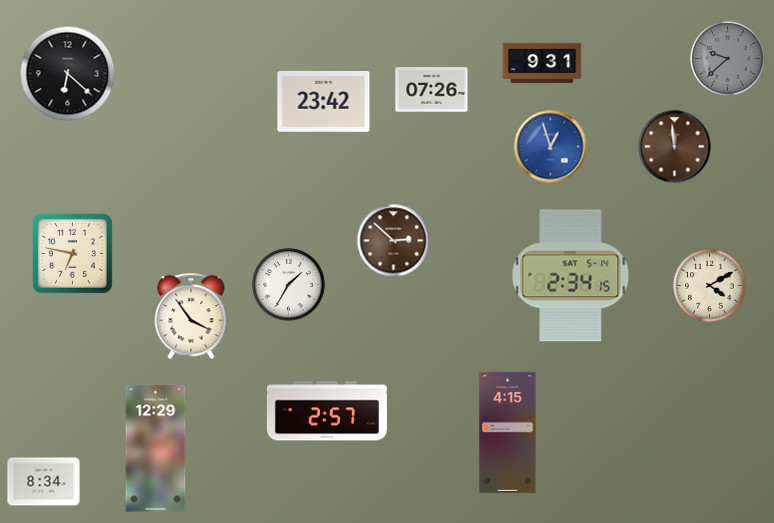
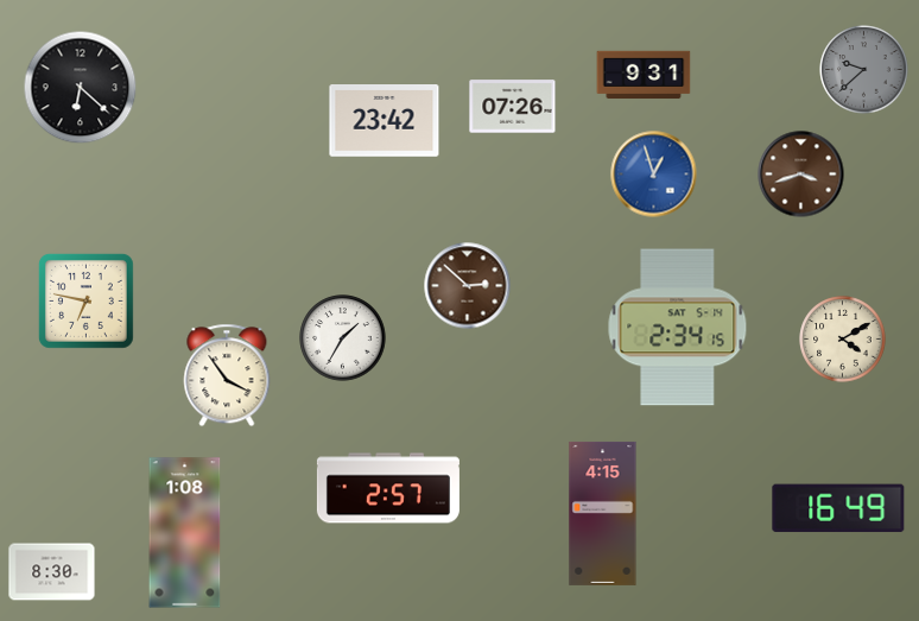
clock at (675, 147): 11:59 -> 3:42
clock at (838, 508): none -> 16:49
clock at (156, 449): 12:29 -> 1:08
clock at (44, 482): 8:34 -> 8:30
